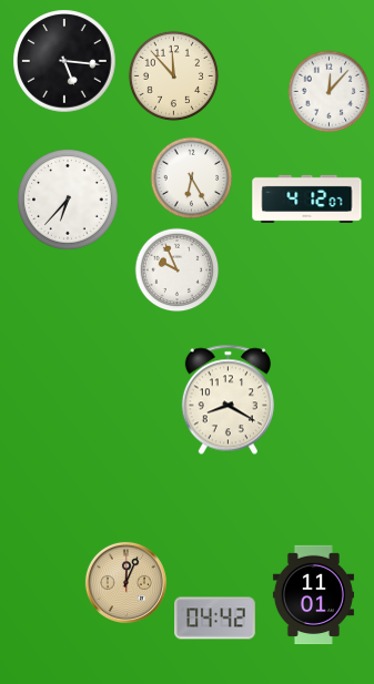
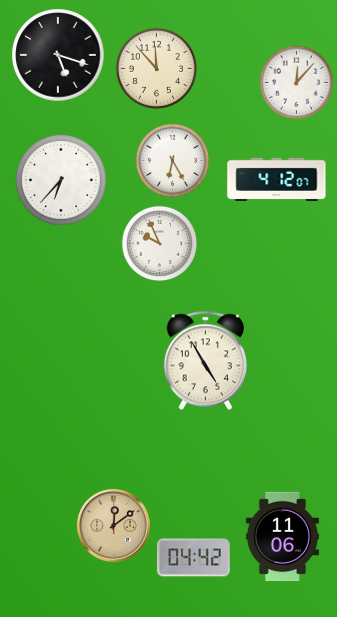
clock at (64, 61): 5:16 -> 5:18
clock at (228, 400): 8:20 -> 4:55
clock at (125, 582): 12:04 -> 12:09
clock at (313, 595): 11:01 -> 11:06
